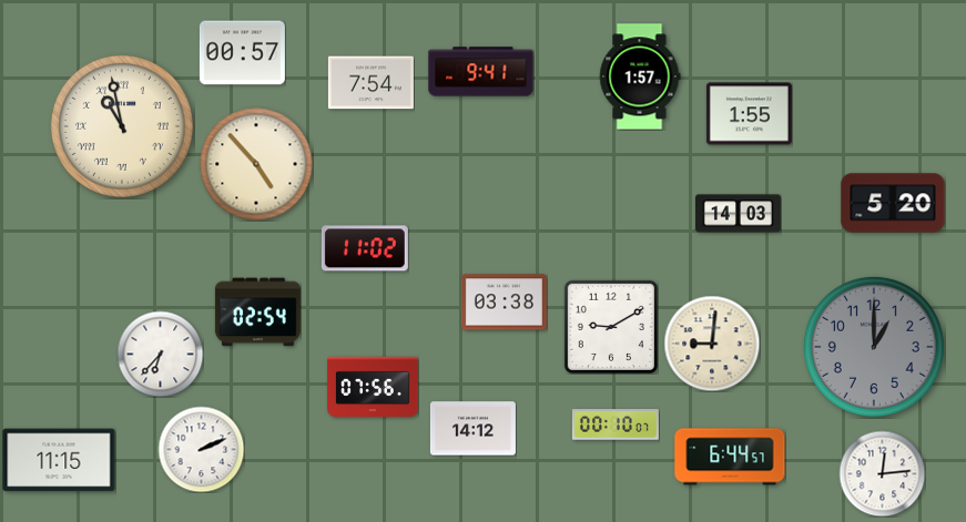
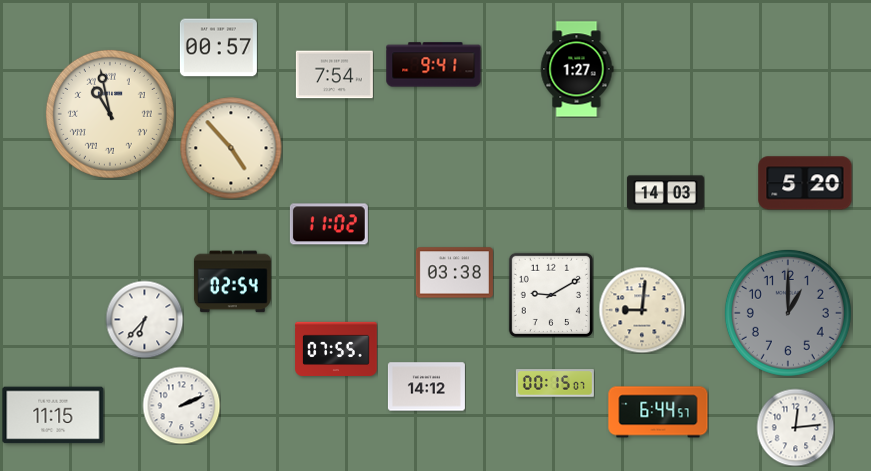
clock at (640, 76): 1:57 -> 1:27
clock at (749, 114): 1:55 -> none
clock at (373, 387): 07:56 -> 07:55
clock at (616, 424): 00:10 -> 00:15
